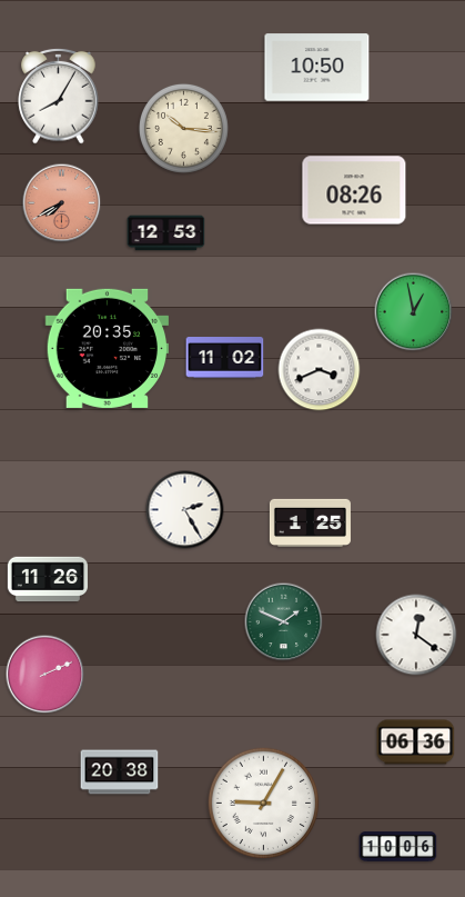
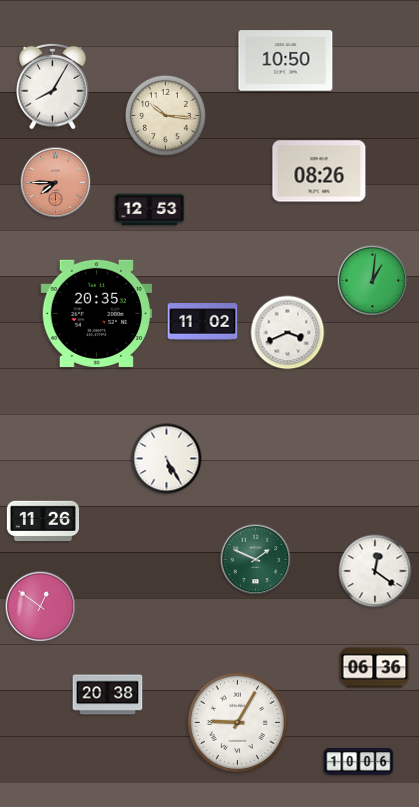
clock at (62, 203): 7:40 -> 7:45
clock at (414, 312): 12:58 -> 1:01
clock at (185, 510): 2:25 -> 5:25
clock at (310, 522): 1:25 -> none
clock at (46, 675): 2:11 -> 12:51
